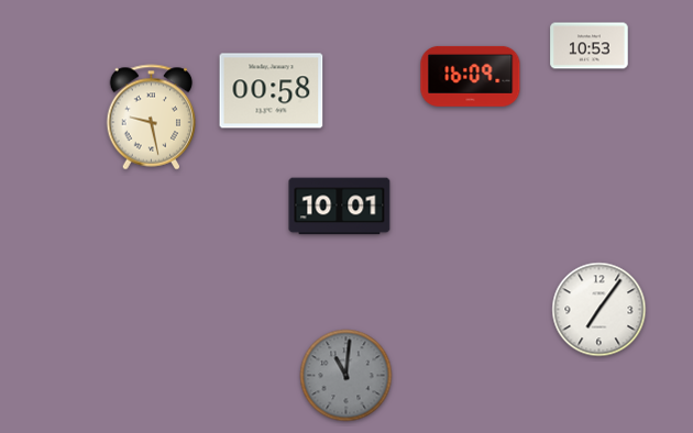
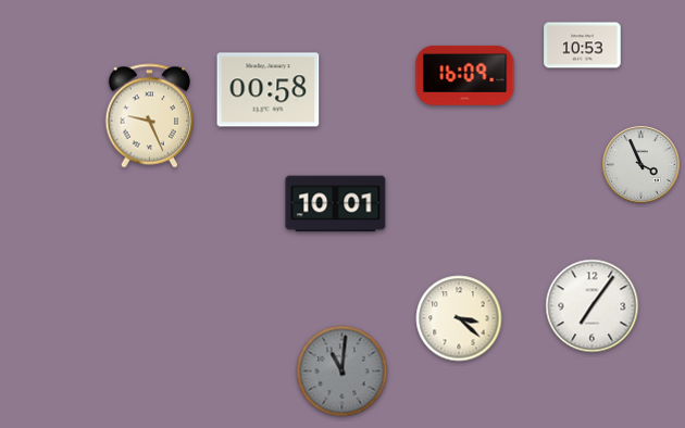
clock at (152, 118): 9:28 -> 9:26
clock at (642, 165): none -> 3:56
clock at (459, 318): none -> 3:22
